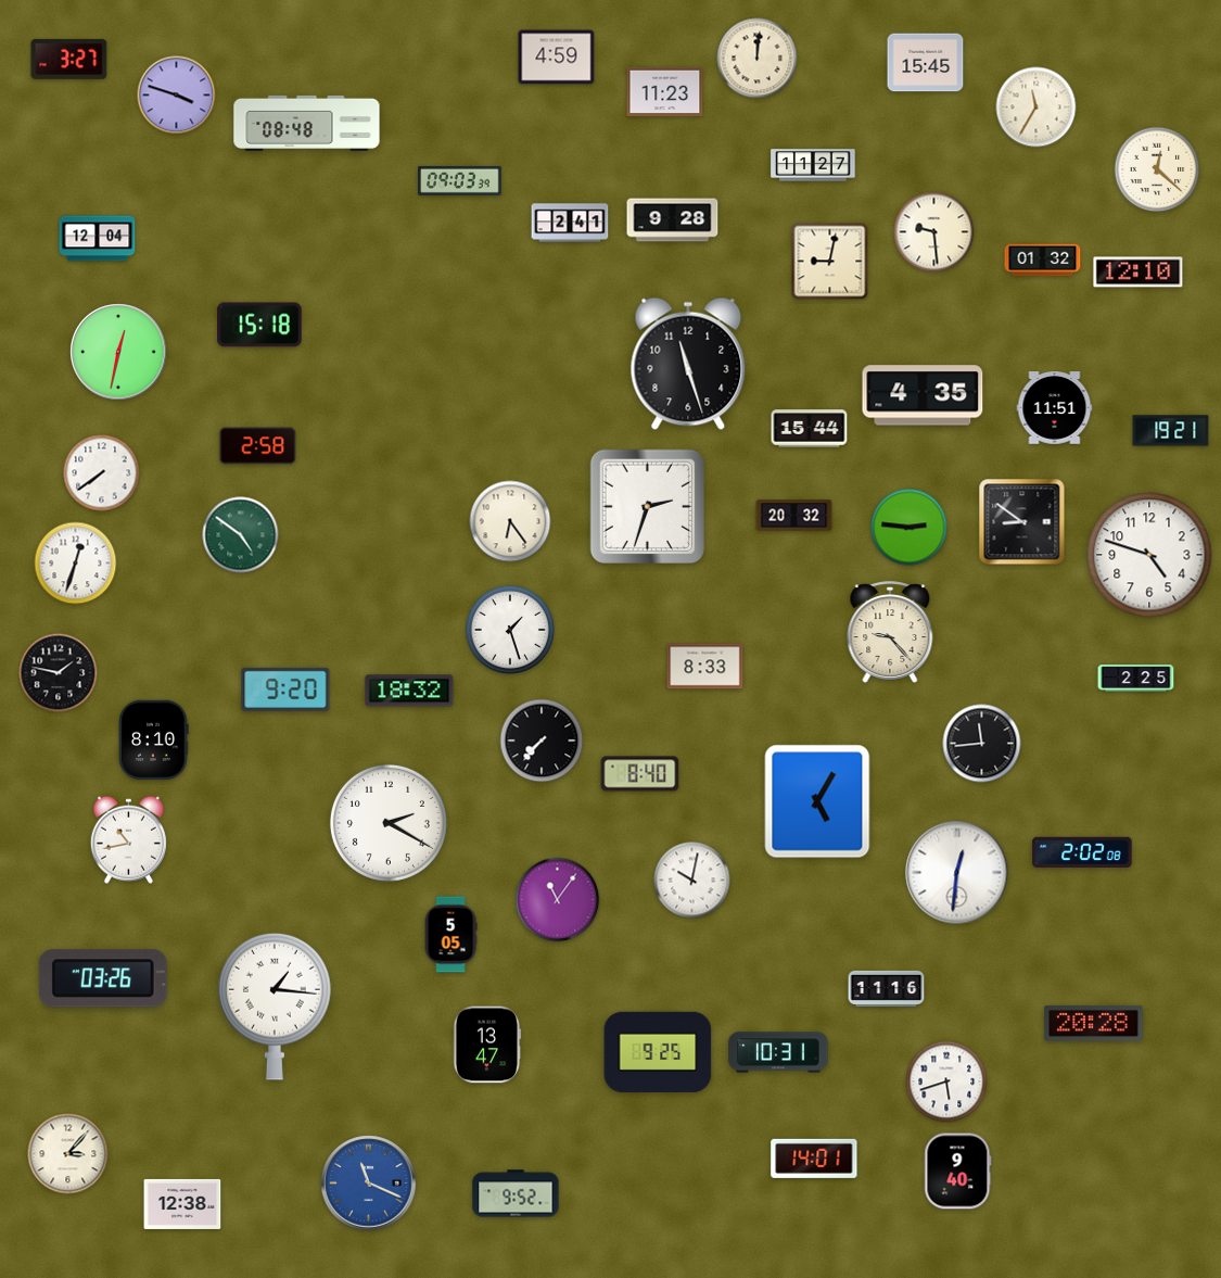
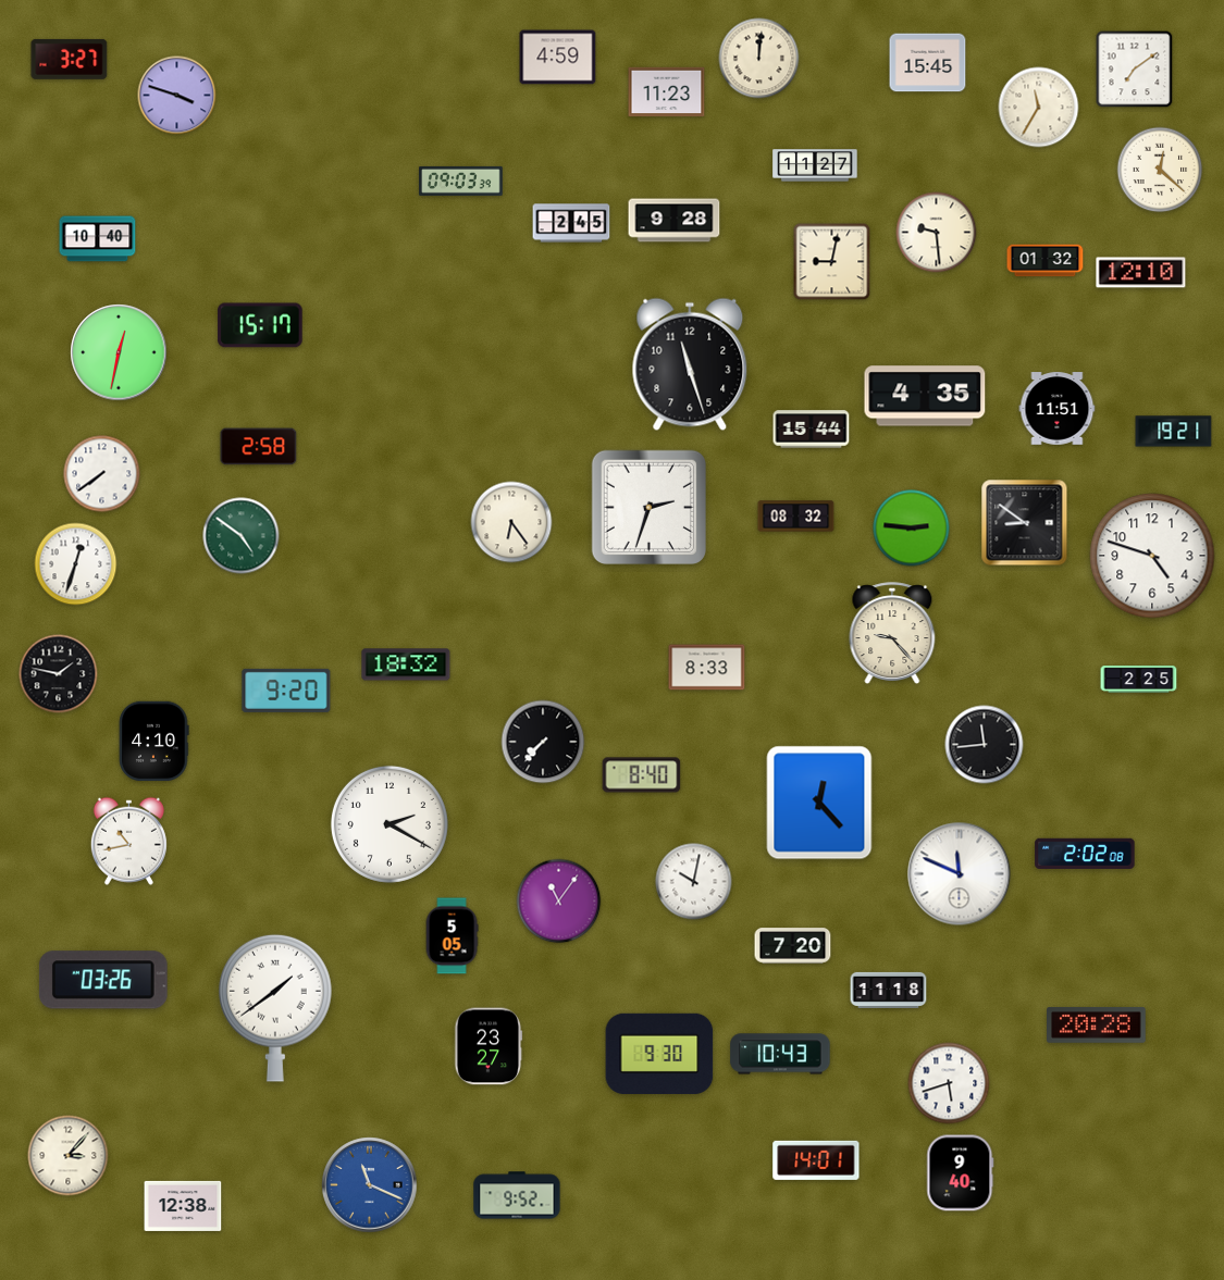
clock at (1135, 70): none -> 7:09
clock at (307, 123): 08:48 -> none
clock at (570, 223): 2:41 -> 2:45
clock at (98, 239): 12:04 -> 10:40
clock at (259, 325): 15:18 -> 15:17
clock at (794, 516): 20:32 -> 08:32
clock at (509, 629): 1:27 -> none
clock at (409, 691) position: (409, 691) -> (406, 664)
clock at (153, 741): 8:10 -> 4:10
clock at (817, 801): 5:05 -> 12:23
clock at (957, 873): 12:31 -> 11:49
clock at (793, 946): none -> 7:20
clock at (887, 988): 11:16 -> 11:18
clock at (276, 1007): 1:16 -> 1:39
clock at (487, 1045): 13:47 -> 23:27
clock at (658, 1052): 9:25 -> 9:30
clock at (778, 1052): 10:31 -> 10:43
